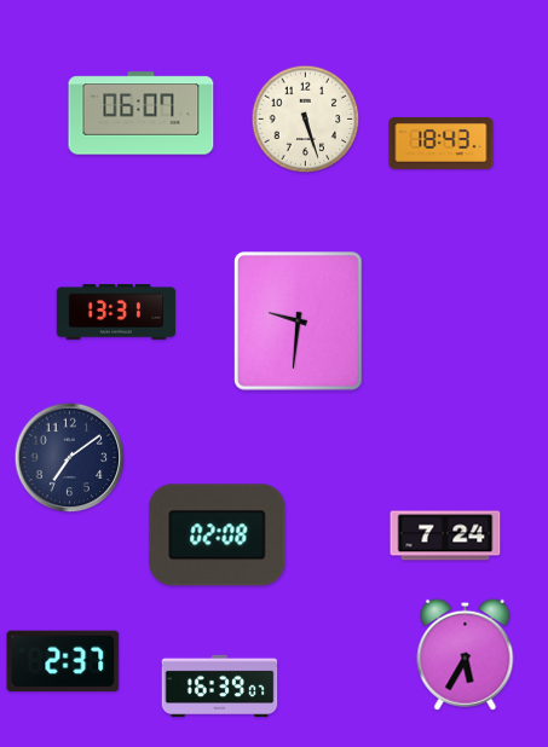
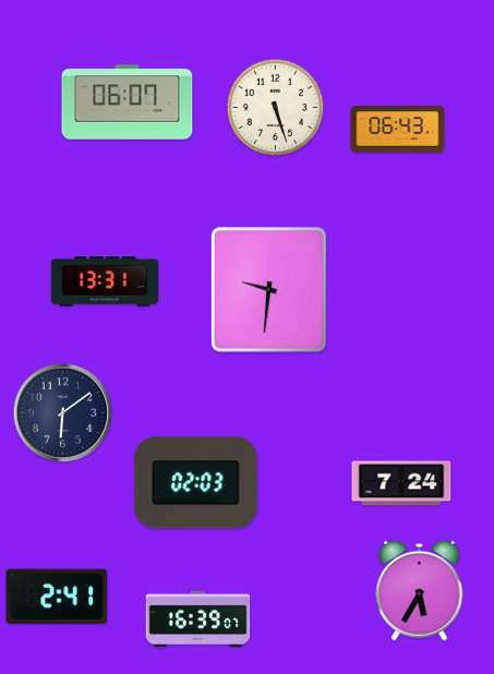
clock at (442, 144): 18:43 -> 06:43
clock at (70, 458): 7:09 -> 6:09
clock at (218, 535): 02:08 -> 02:03
clock at (63, 661): 2:37 -> 2:41
